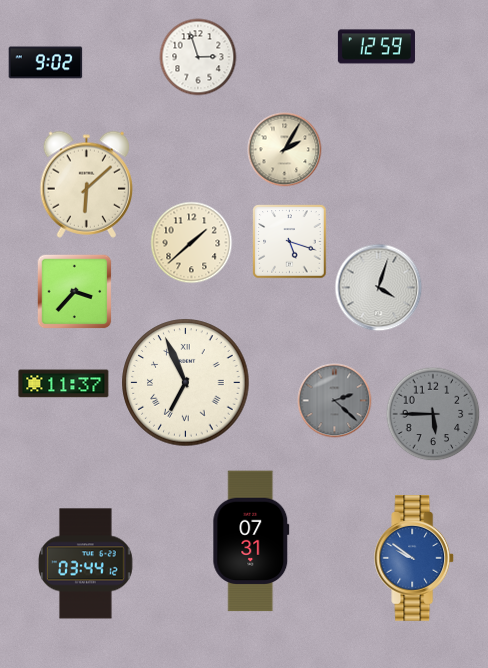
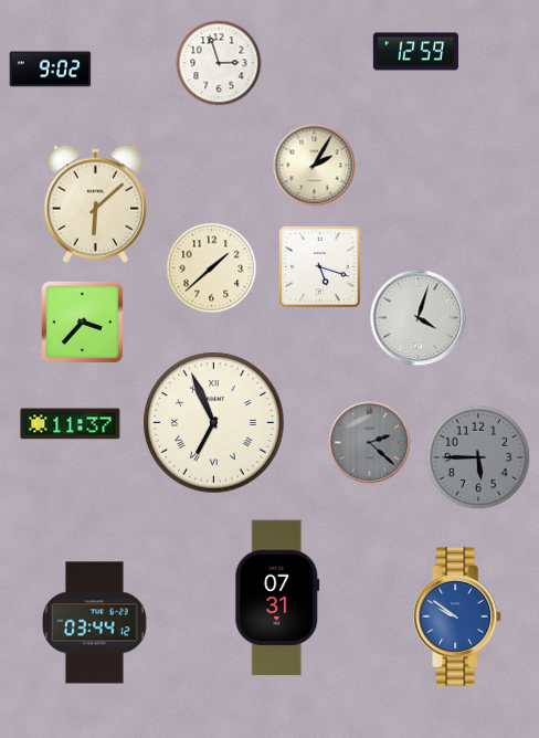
clock at (186, 383) position: (186, 383) -> (214, 423)
